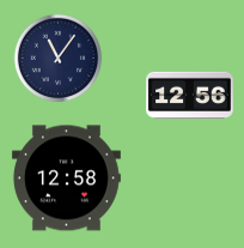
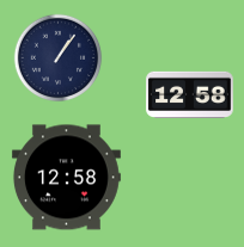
clock at (59, 59): 11:06 -> 1:06
clock at (190, 95): 12:56 -> 12:58
